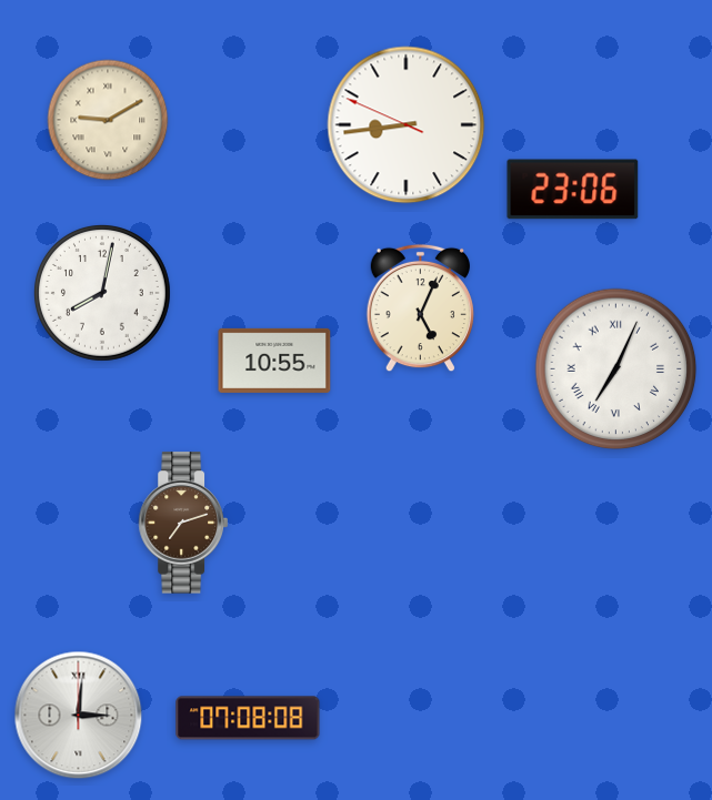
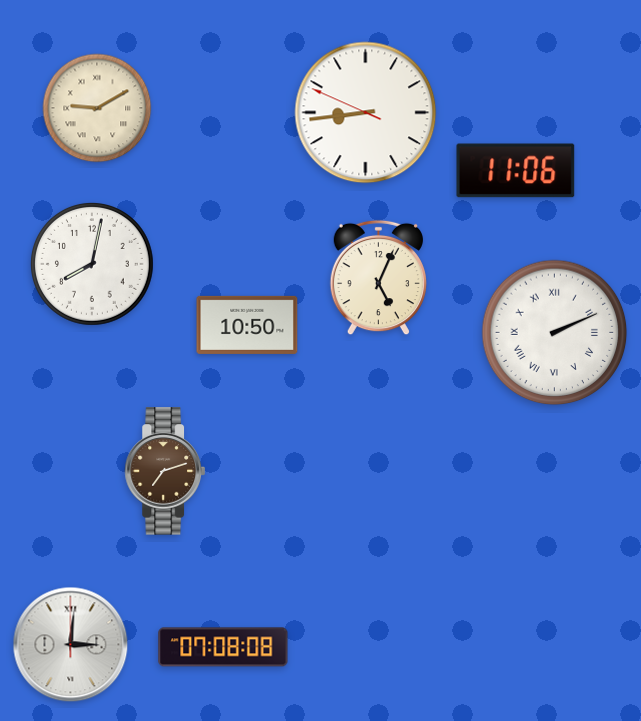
clock at (573, 190): 23:06 -> 11:06
clock at (274, 361): 10:55 -> 10:50
clock at (616, 369): 7:04 -> 2:11
